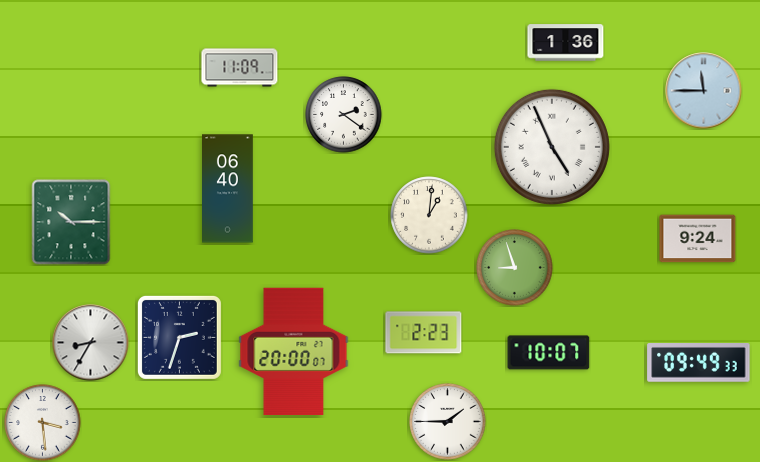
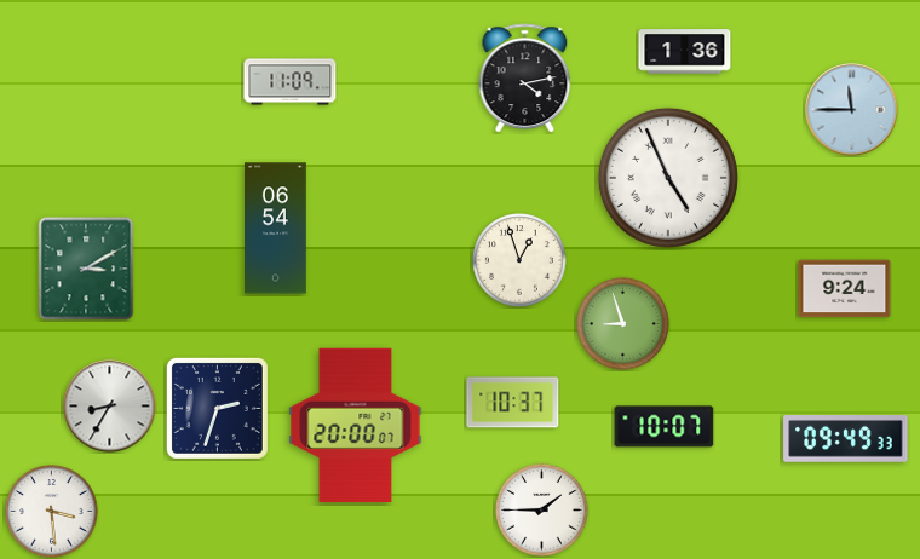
clock at (525, 79): none -> 4:13
clock at (344, 115): 2:21 -> none
clock at (228, 189): 06:40 -> 06:54
clock at (429, 215): 1:01 -> 12:57
clock at (71, 222): 10:15 -> 3:10
clock at (424, 333): 2:23 -> 10:37
clock at (91, 343) position: (91, 343) -> (110, 407)
